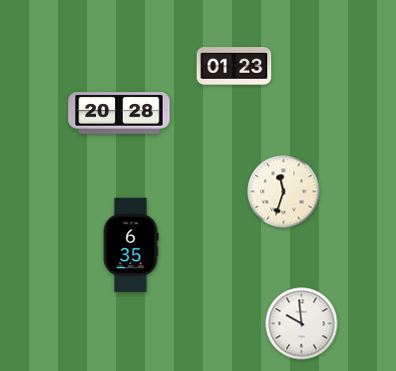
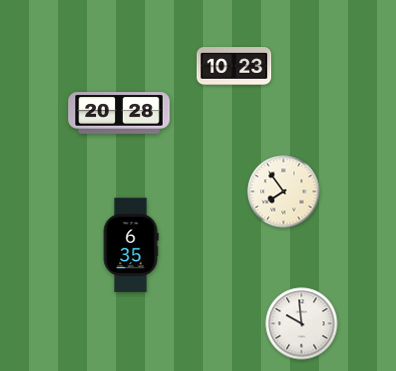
clock at (234, 67): 01:23 -> 10:23
clock at (284, 192): 11:33 -> 7:54
